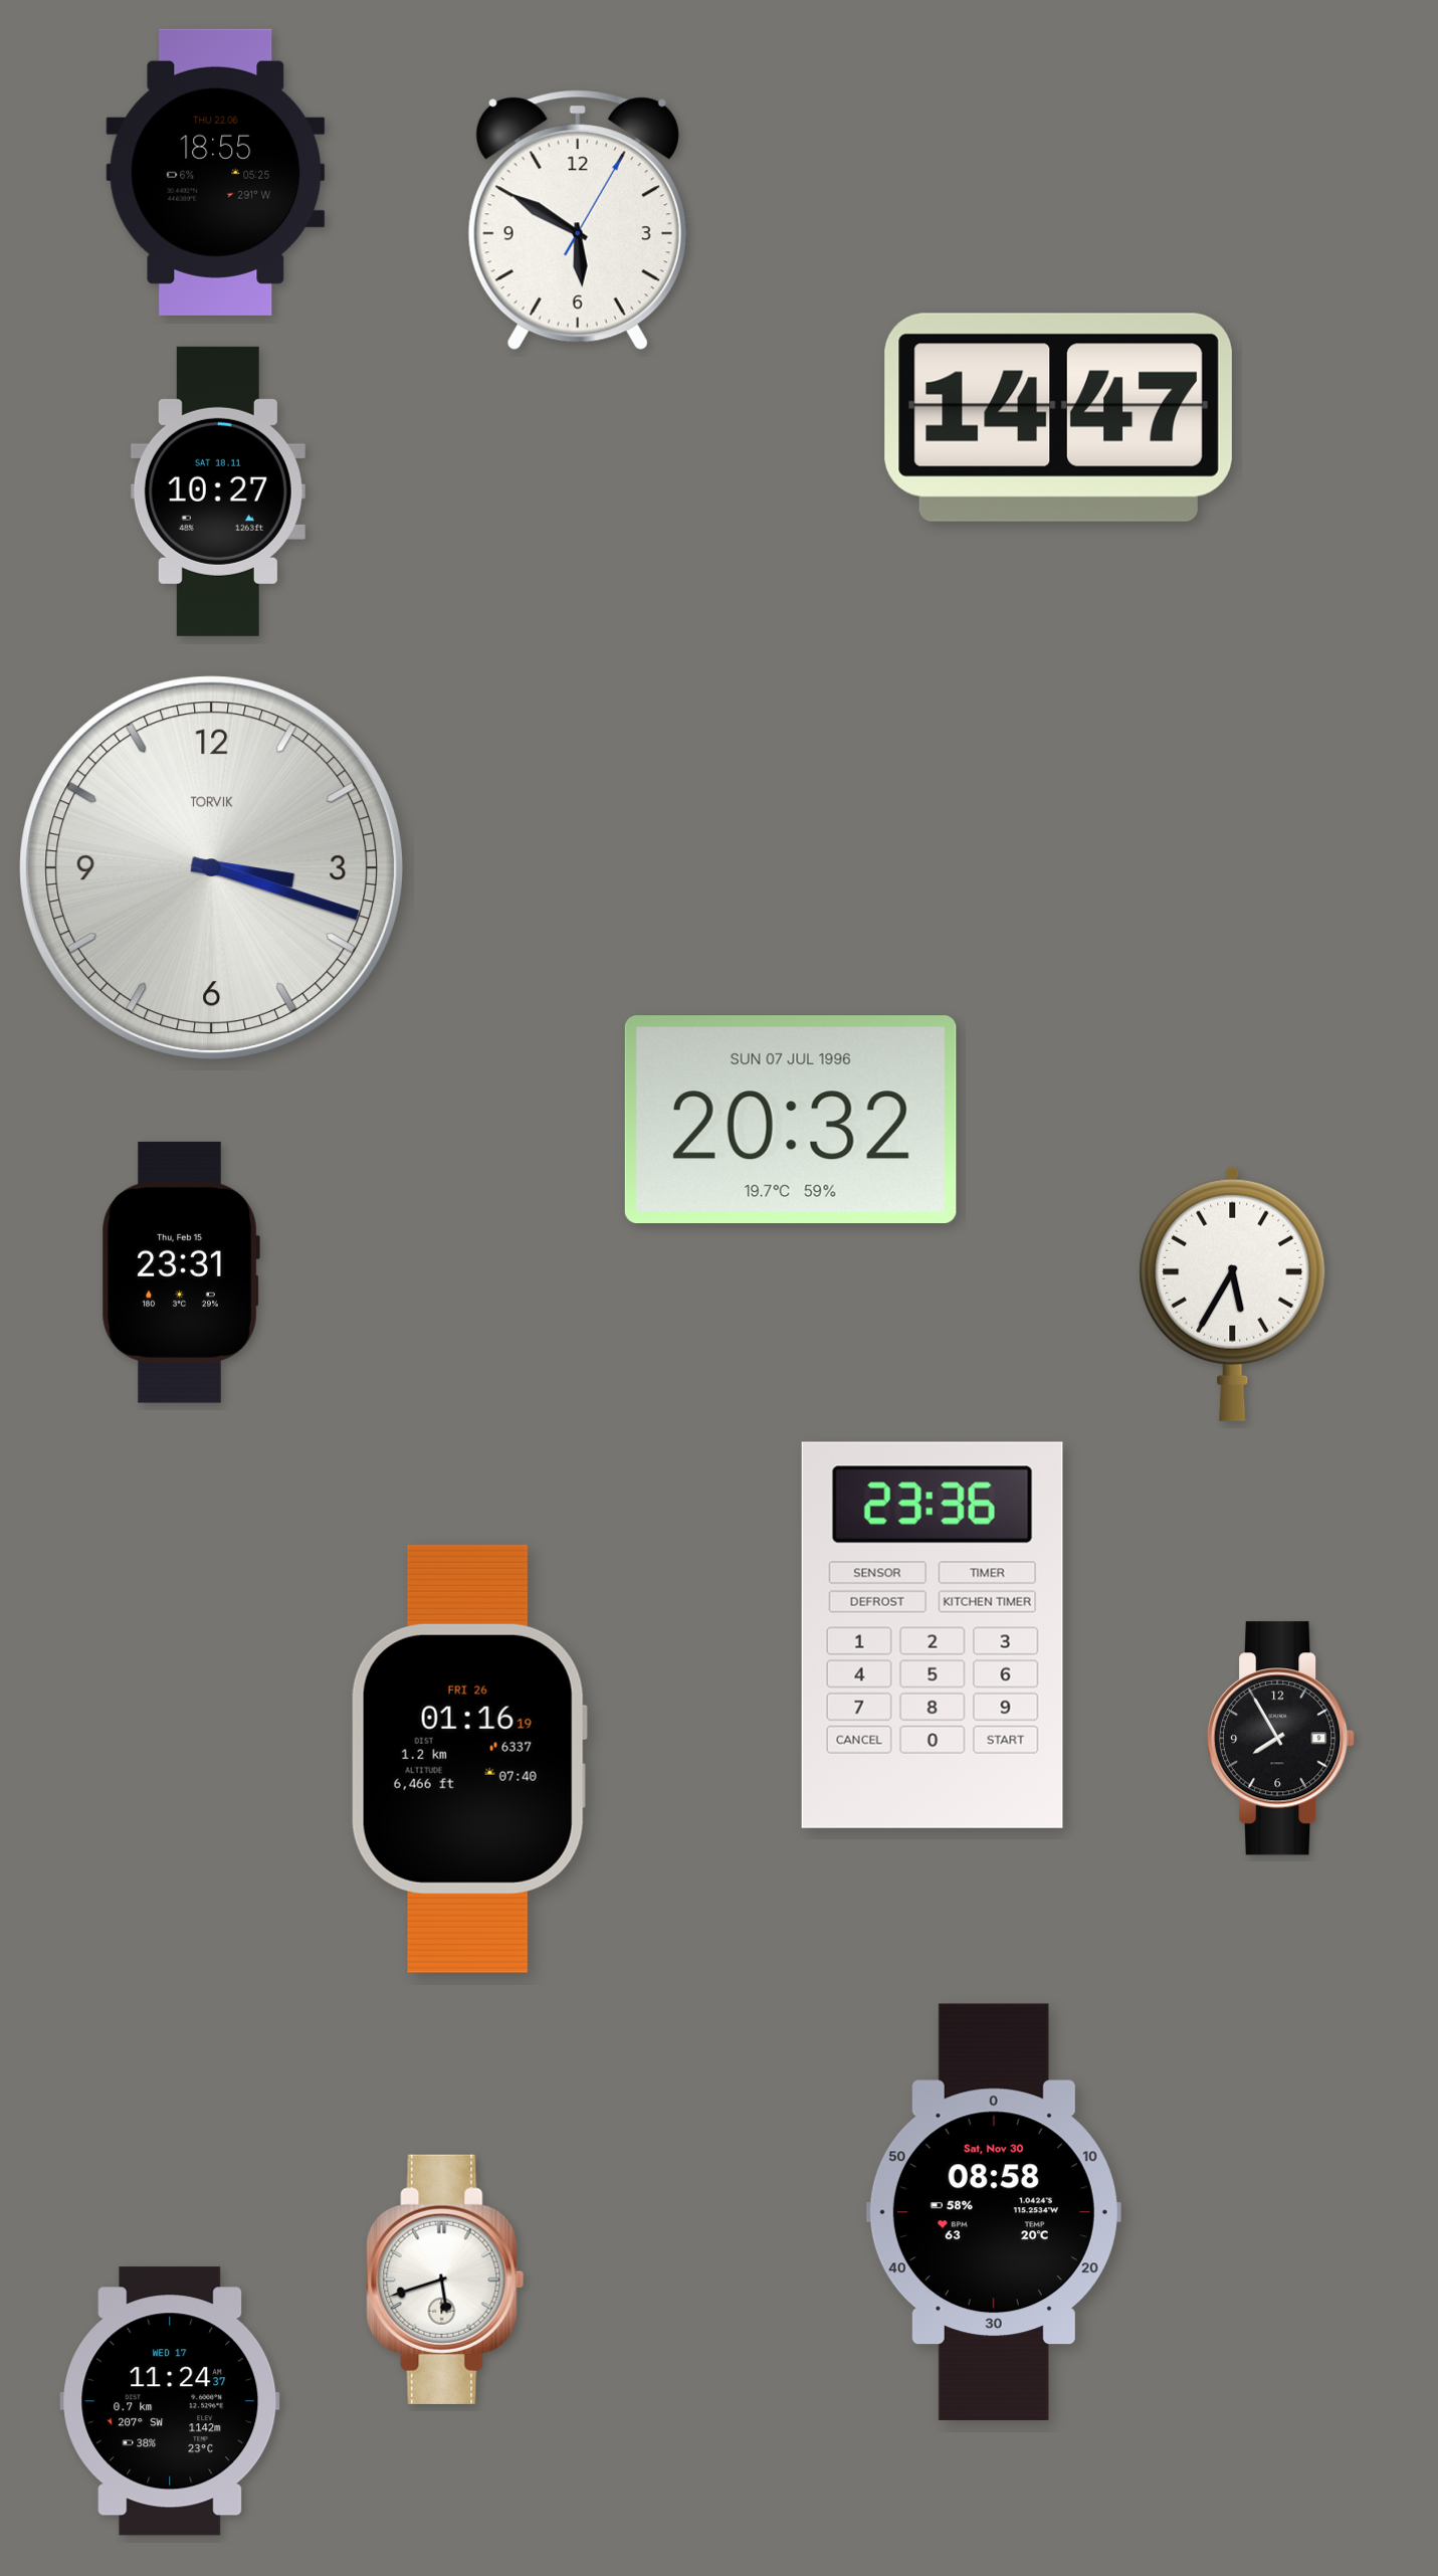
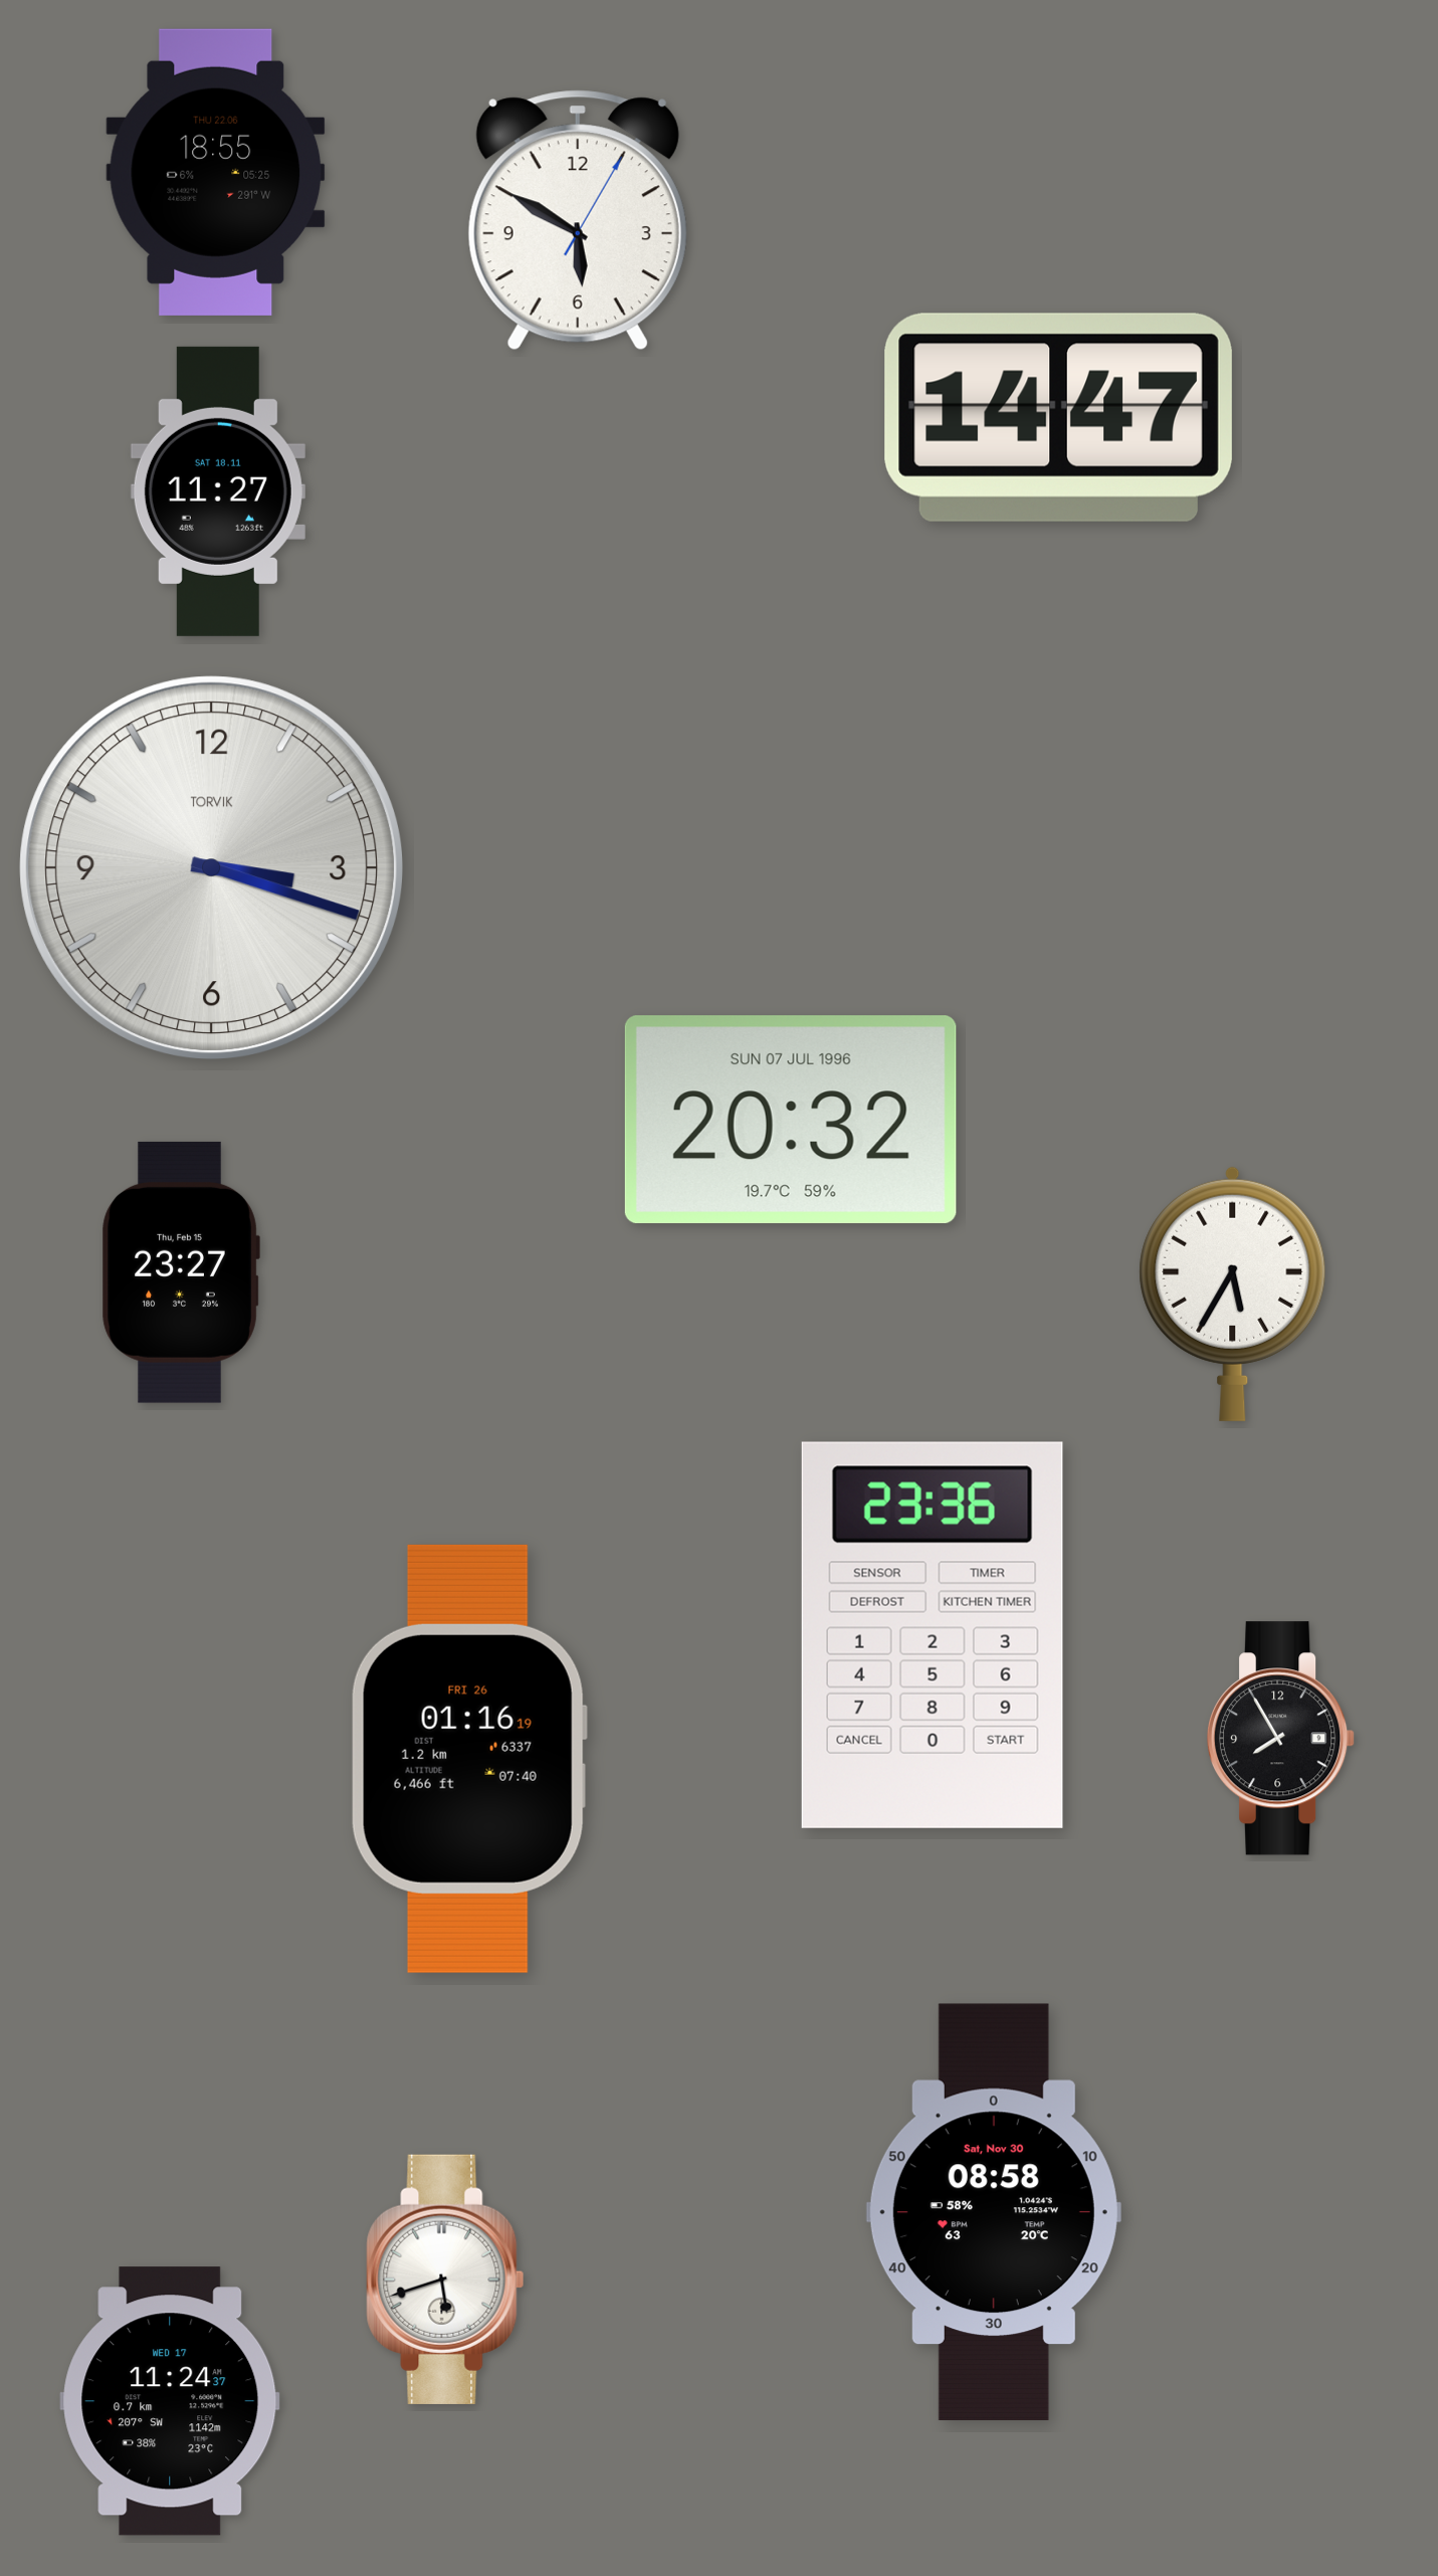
clock at (218, 491): 10:27 -> 11:27
clock at (181, 1272): 23:31 -> 23:27
